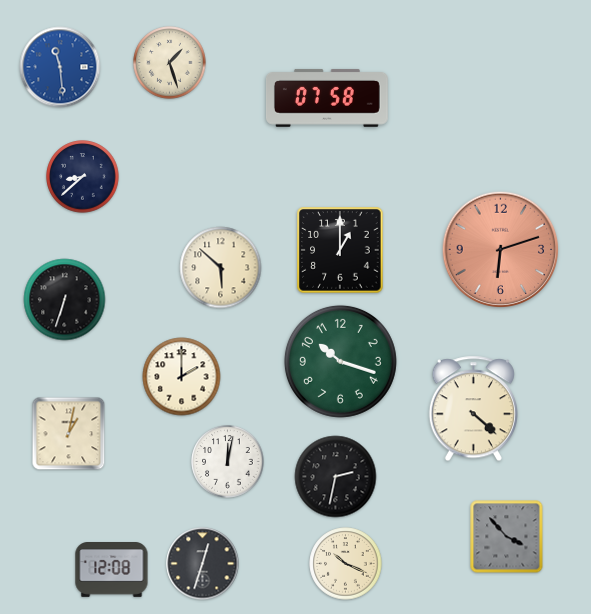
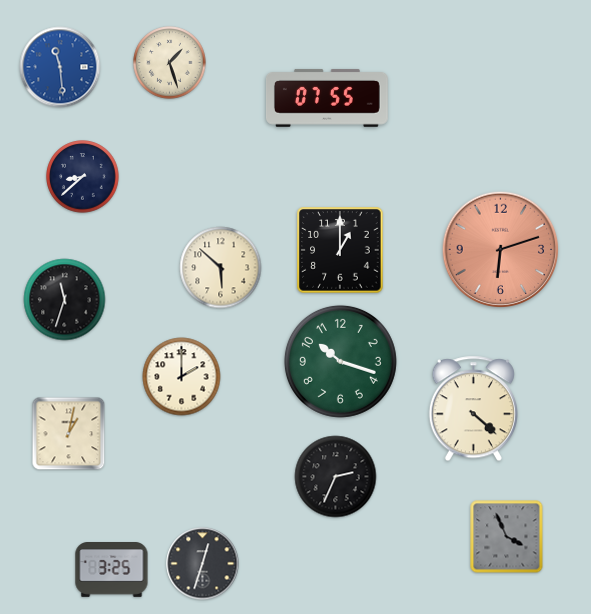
clock at (327, 98): 07:58 -> 07:55
clock at (65, 300): 6:33 -> 11:33
clock at (228, 462): 12:02 -> none
clock at (336, 477): 2:32 -> 2:34
clock at (507, 537): 3:53 -> 3:56
clock at (346, 564): 10:19 -> none
clock at (112, 570): 12:08 -> 3:25
